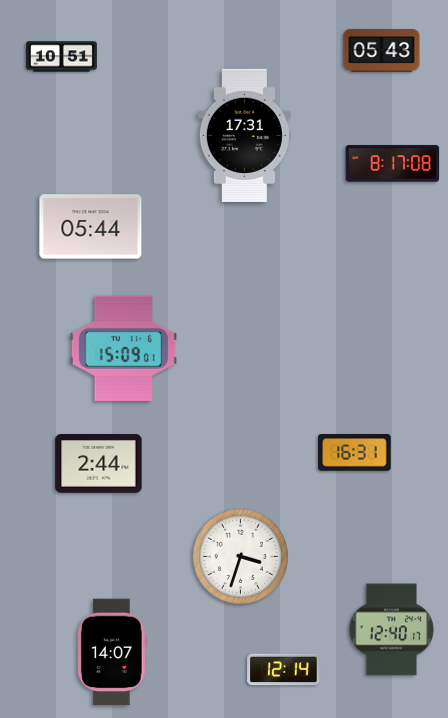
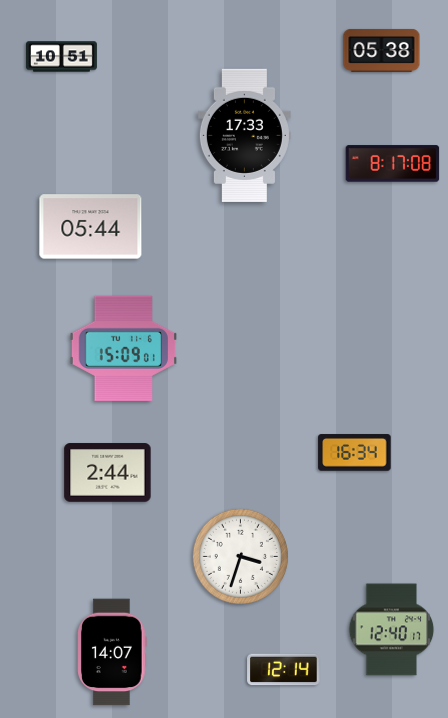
clock at (382, 50): 05:43 -> 05:38
clock at (244, 135): 17:31 -> 17:33
clock at (355, 453): 16:31 -> 16:34
clock at (99, 464) position: (99, 464) -> (108, 473)
